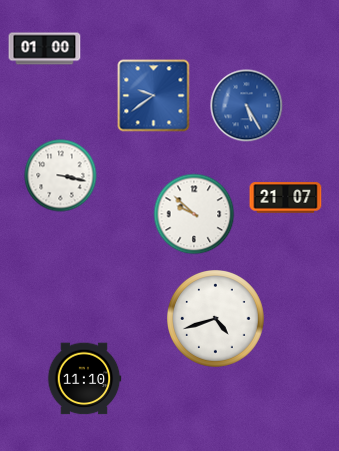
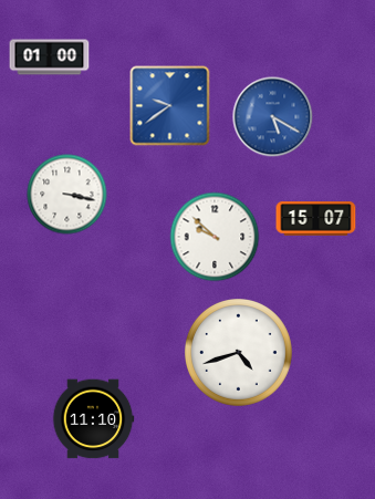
clock at (45, 49) position: (45, 49) -> (50, 58)
clock at (247, 106): 5:25 -> 5:20
clock at (286, 198): 21:07 -> 15:07
